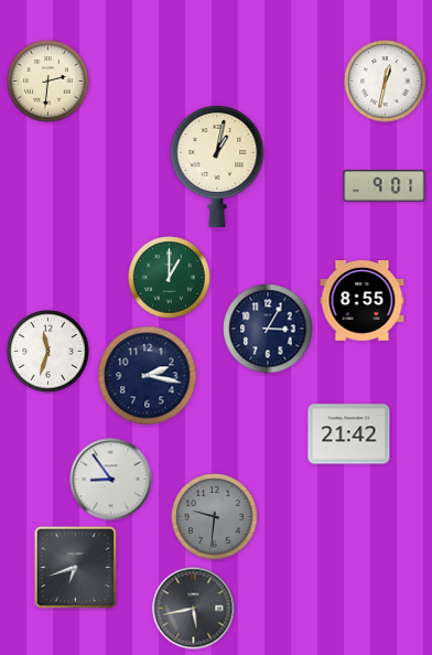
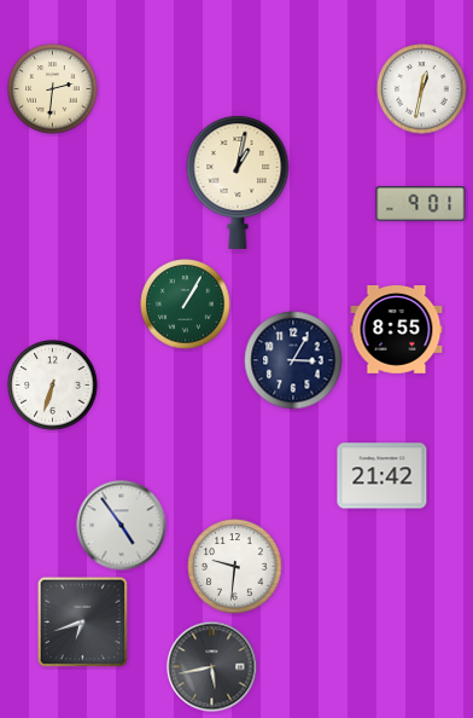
clock at (170, 278): 1:00 -> 1:05
clock at (48, 352): 11:33 -> 6:33
clock at (148, 376): 2:17 -> none
clock at (111, 480): 8:54 -> 4:54
clock at (215, 517) dial: grey -> white
